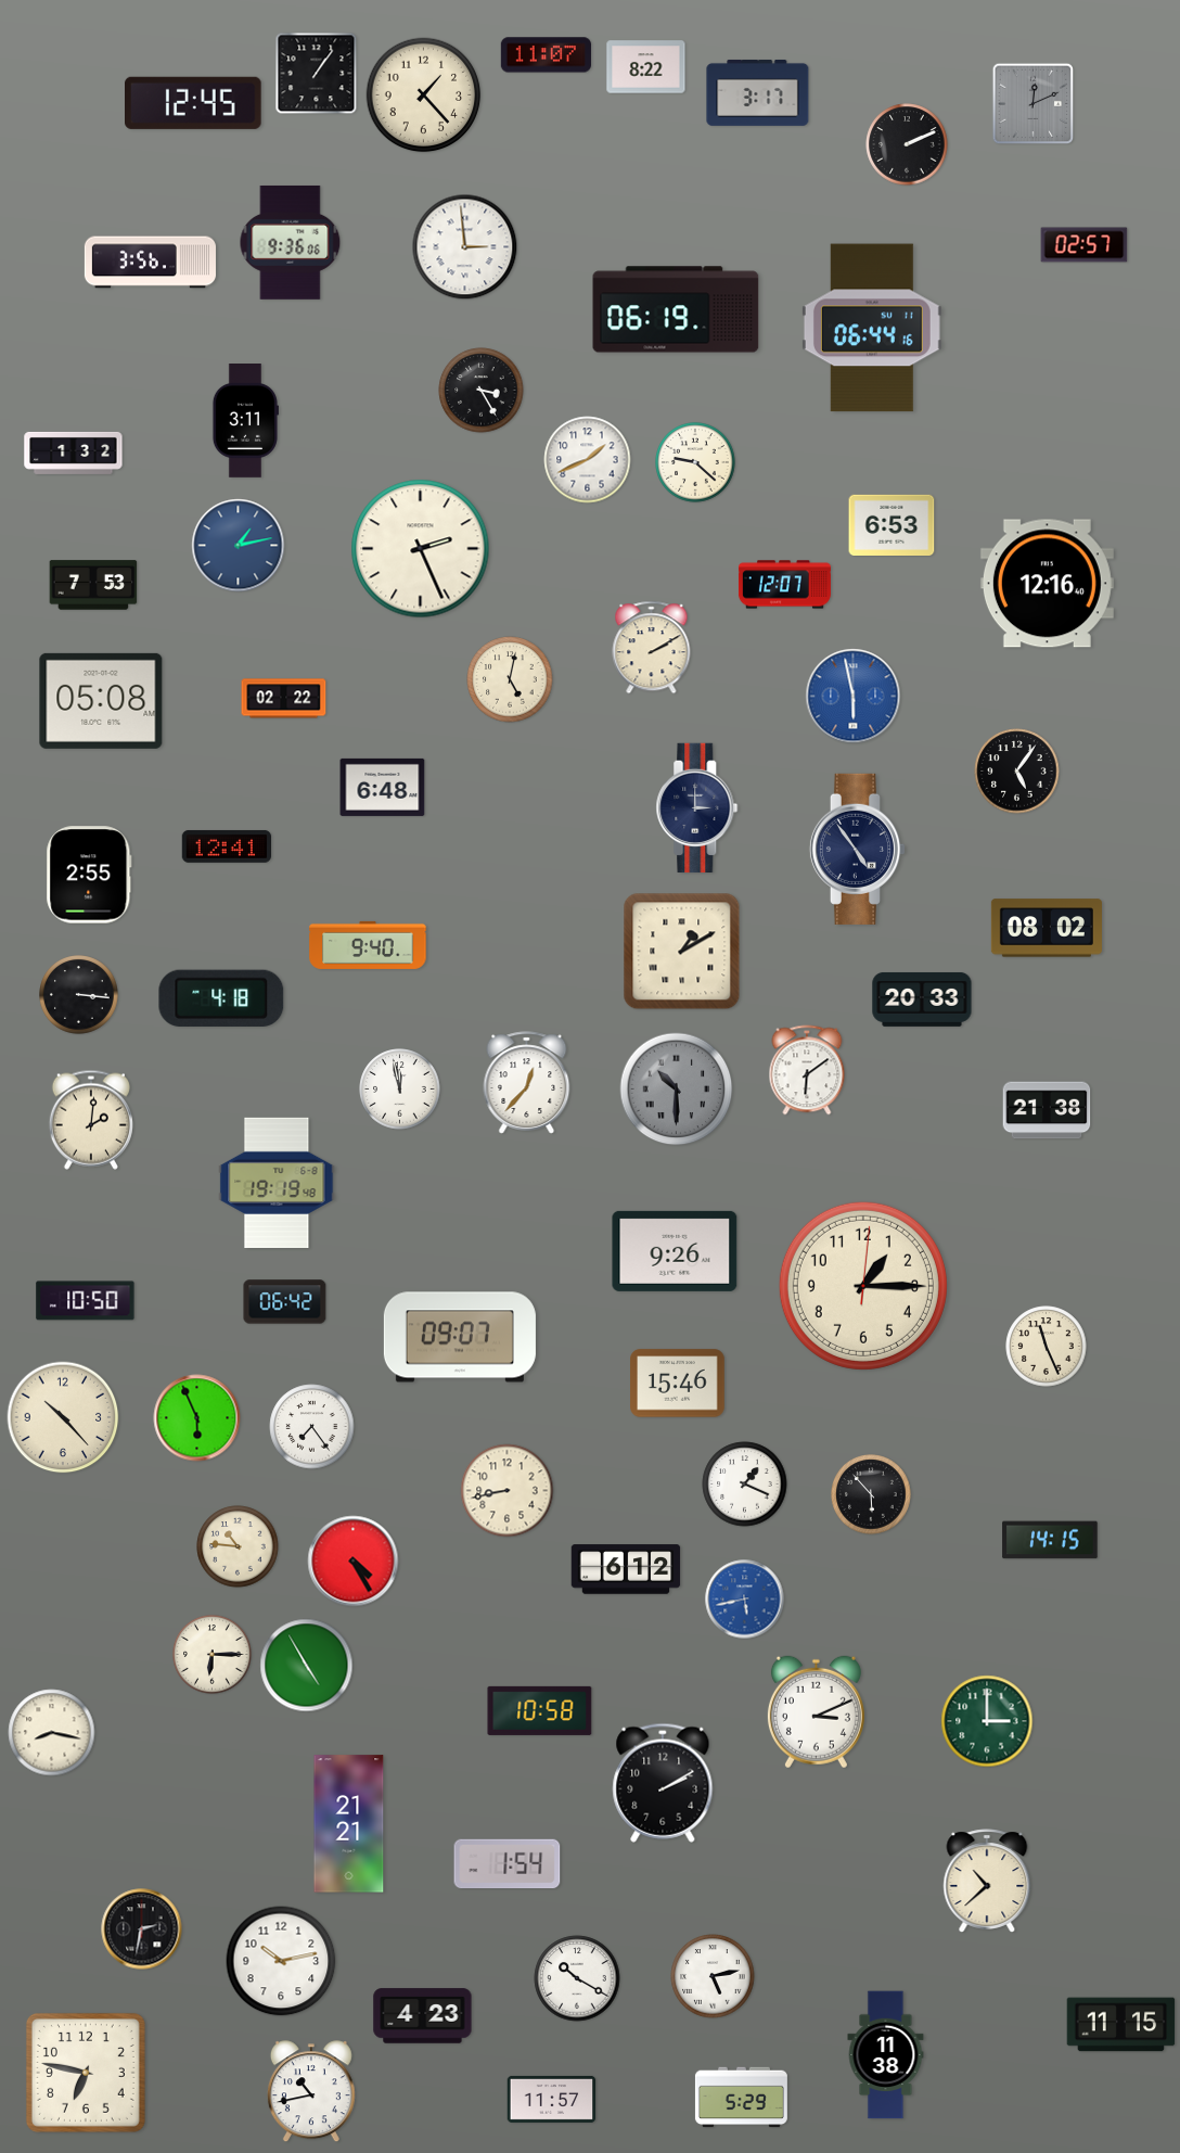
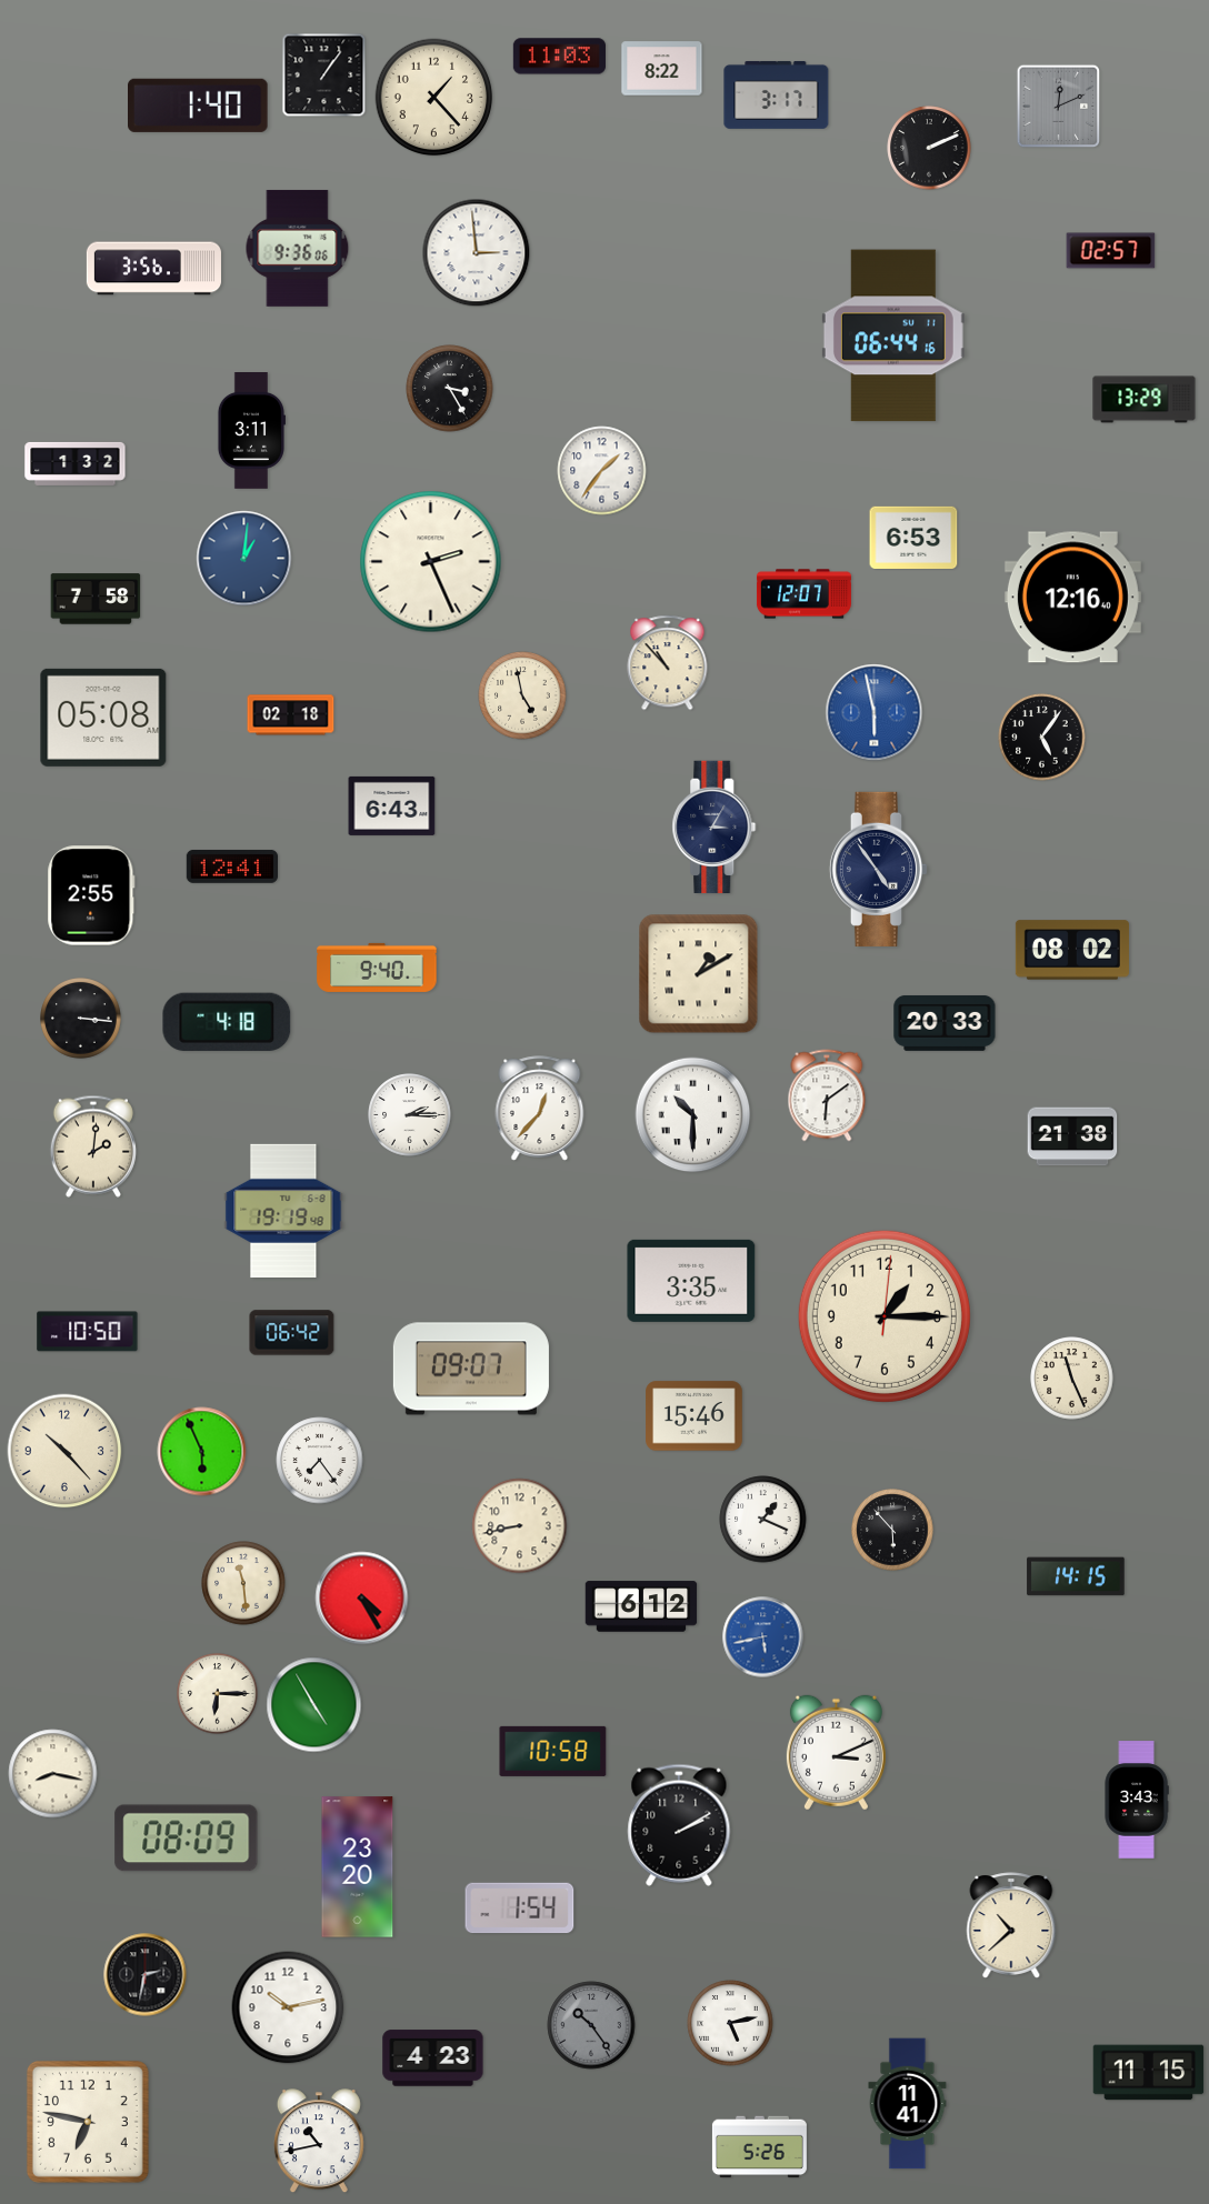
clock at (546, 55): 11:07 -> 11:03
clock at (193, 103): 12:45 -> 1:40
clock at (676, 309): 06:19 -> none
clock at (482, 391) position: (482, 391) -> (450, 389)
clock at (1145, 400): none -> 13:29
clock at (588, 460): 1:41 -> 1:36
clock at (695, 462): 9:22 -> none
clock at (239, 546): 1:13 -> 1:01
clock at (93, 585): 7:53 -> 7:58
clock at (784, 585) position: (784, 585) -> (803, 594)
clock at (652, 648): 2:10 -> 10:53
clock at (510, 679): 5:02 -> 4:58
clock at (284, 699): 02:22 -> 02:18
clock at (1017, 772) position: (1017, 772) -> (1042, 738)
clock at (383, 787): 6:48 -> 6:43
clock at (697, 808): 3:00 -> 3:05
clock at (400, 1090): 11:58 -> 2:15
clock at (677, 1090) dial: grey -> white
clock at (675, 1251): 9:26 -> 3:35
clock at (238, 1546): 10:46 -> 11:29
clock at (987, 1721): 3:00 -> none
clock at (1137, 1800): none -> 3:43
clock at (187, 1839): none -> 08:09
clock at (349, 1824): 21:21 -> 23:20
clock at (577, 1978): 10:20 -> 10:24
clock at (577, 1978) dial: white -> grey
clock at (423, 2016) position: (423, 2016) -> (433, 2058)
clock at (886, 2055): 11:38 -> 11:41
clock at (741, 2098): 5:29 -> 5:26
clock at (552, 2099): 11:57 -> none
